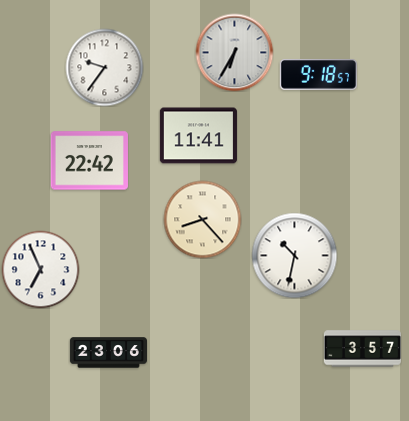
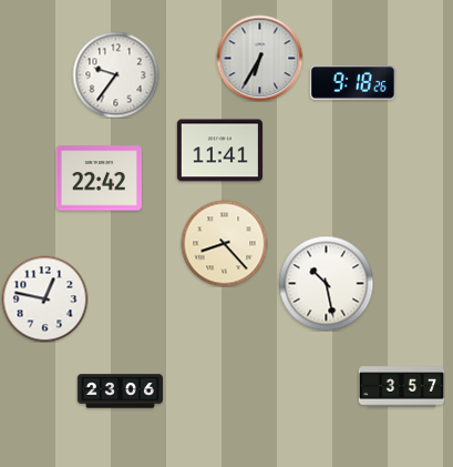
clock at (318, 75): 9:18:57 -> 9:18:26
clock at (294, 255): 10:32 -> 10:28
clock at (40, 269): 6:56 -> 12:47
